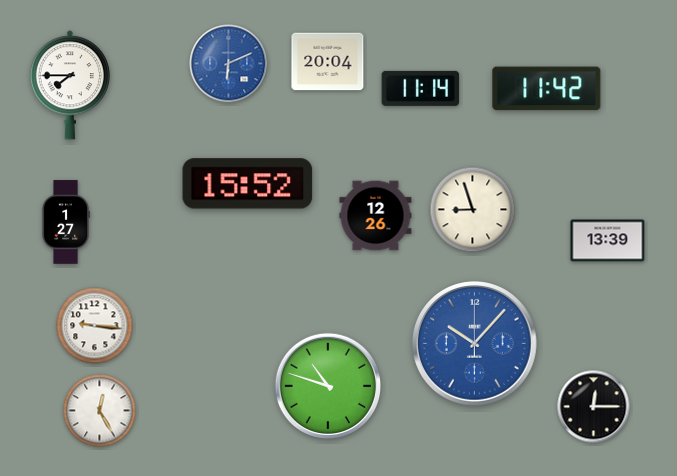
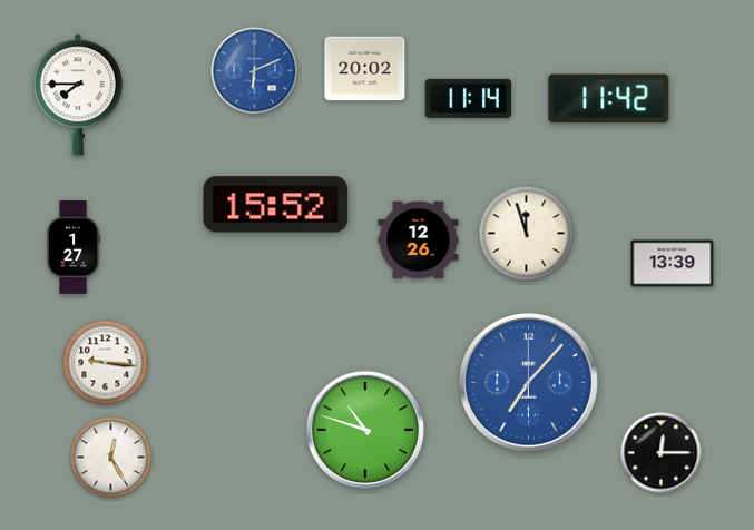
clock at (328, 62): 20:04 -> 20:02
clock at (473, 210): 8:57 -> 11:57
clock at (608, 241) position: (608, 241) -> (673, 264)
clock at (475, 344): 10:07 -> 7:07
